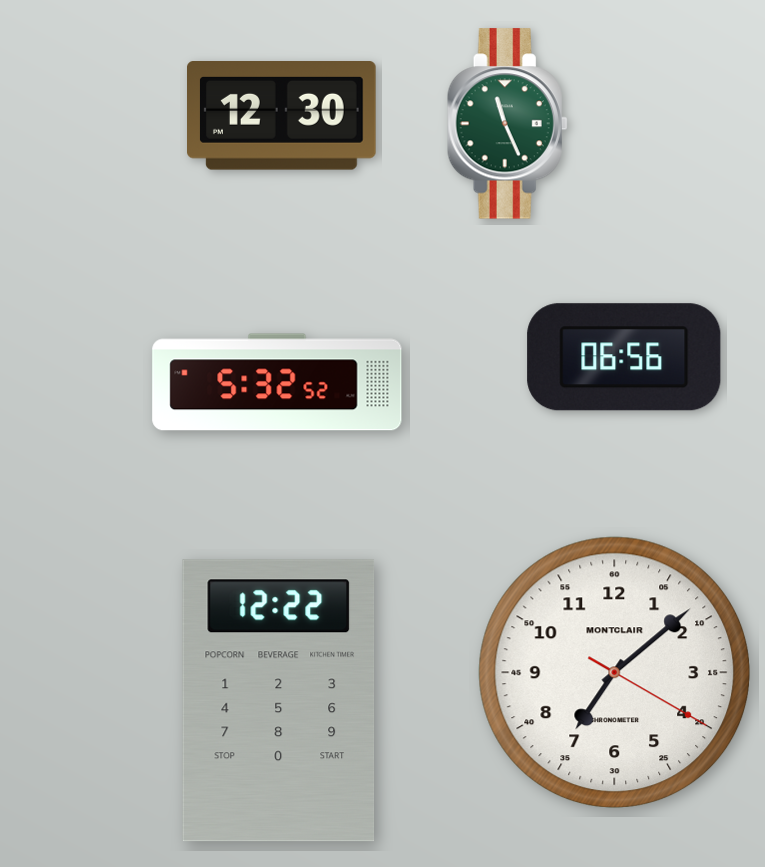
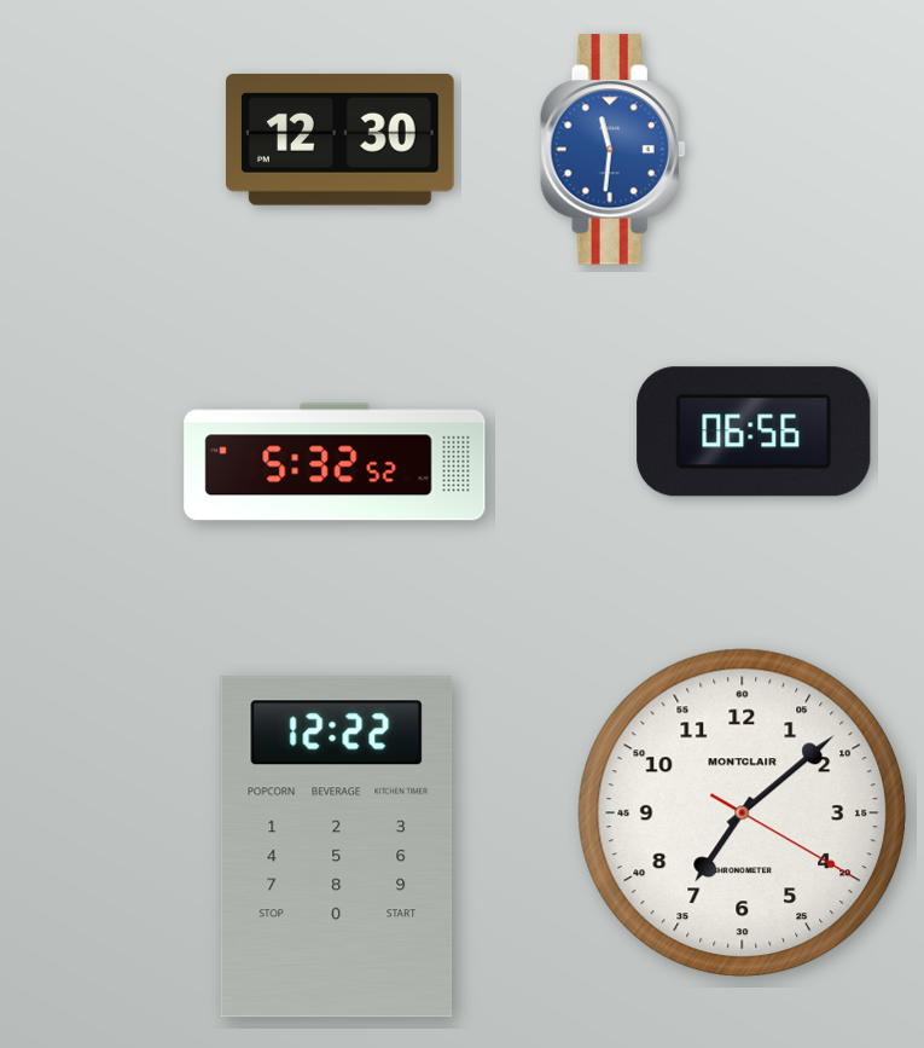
clock at (507, 124): 11:26 -> 11:31
clock at (507, 124) dial: green -> blue
